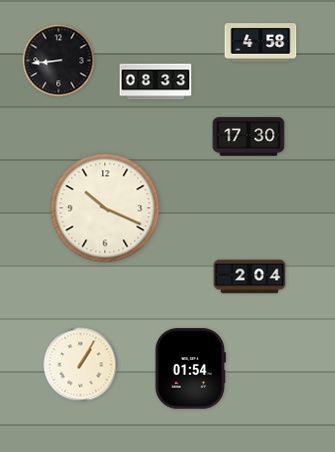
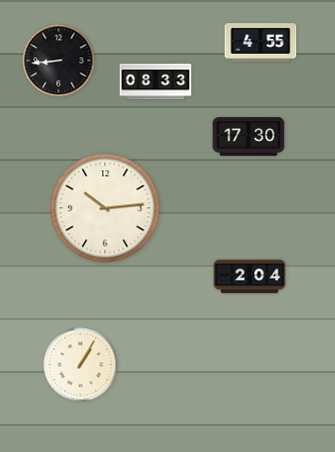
clock at (261, 43): 4:58 -> 4:55
clock at (105, 208): 10:19 -> 10:14
clock at (190, 369): 01:54 -> none
